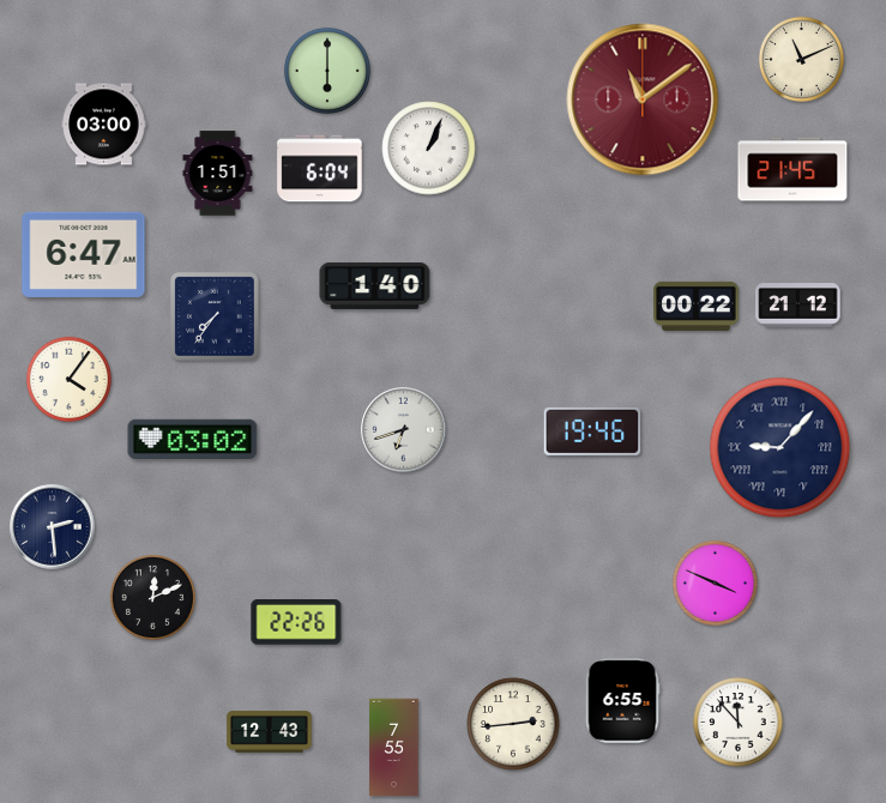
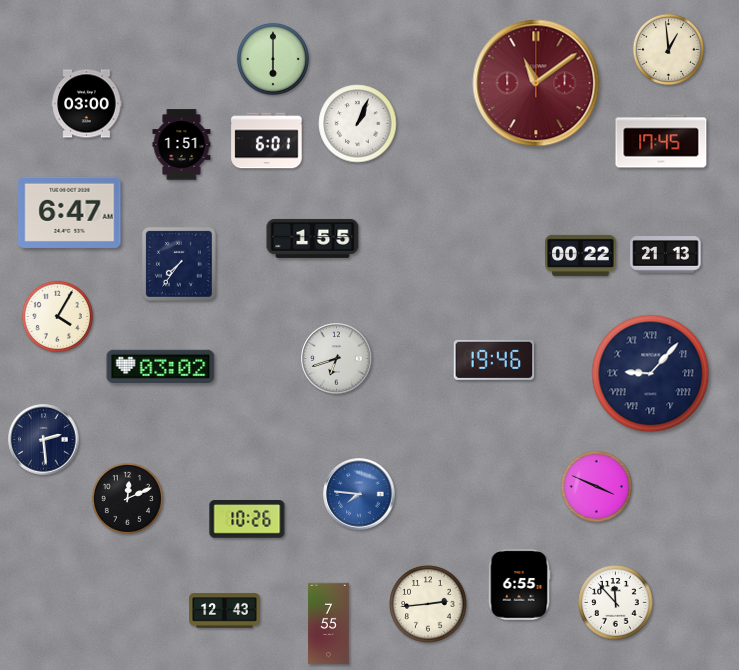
clock at (801, 59): 11:11 -> 12:59
clock at (320, 169): 6:04 -> 6:01
clock at (792, 169): 21:45 -> 17:45
clock at (375, 285): 1:40 -> 1:55
clock at (798, 306): 21:12 -> 21:13
clock at (68, 379): 4:06 -> 4:05
clock at (359, 494): none -> 7:46
clock at (296, 623): 22:26 -> 10:26
